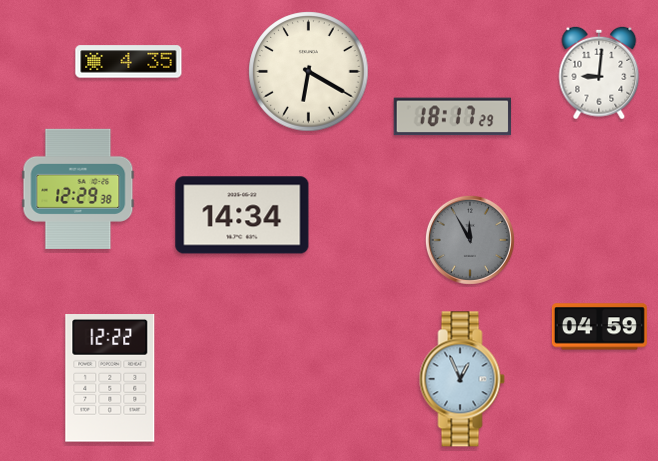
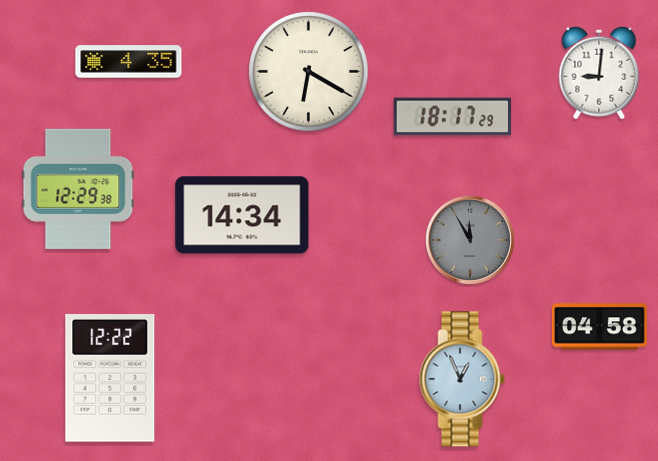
clock at (599, 327): 04:59 -> 04:58
